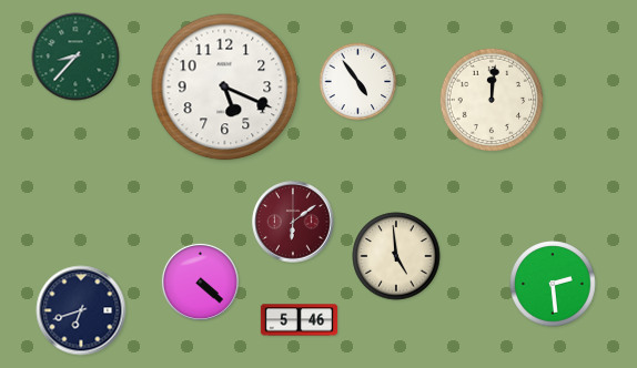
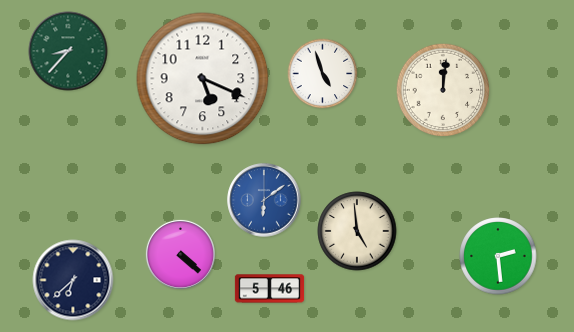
clock at (358, 82): 4:54 -> 4:57
clock at (293, 222) dial: burgundy -> blue
clock at (81, 310): 6:42 -> 6:38
